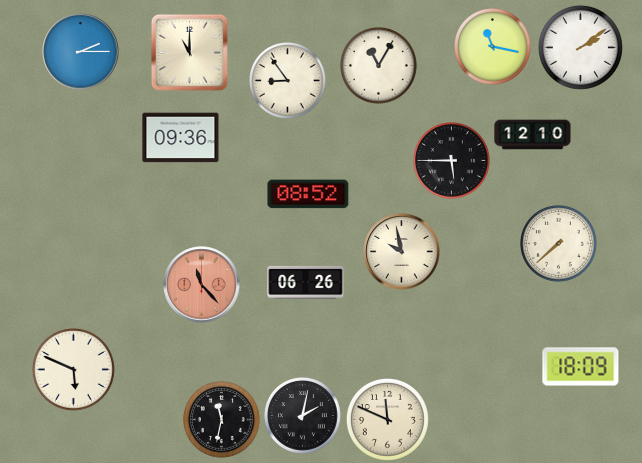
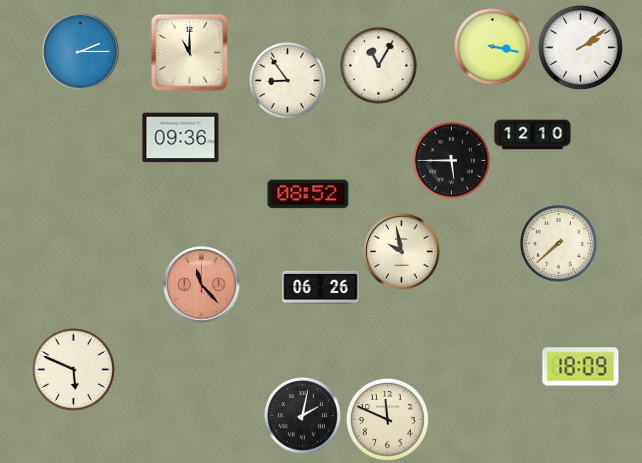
clock at (493, 47): 11:17 -> 3:17
clock at (306, 282) position: (306, 282) -> (321, 287)
clock at (222, 420): 11:32 -> none
